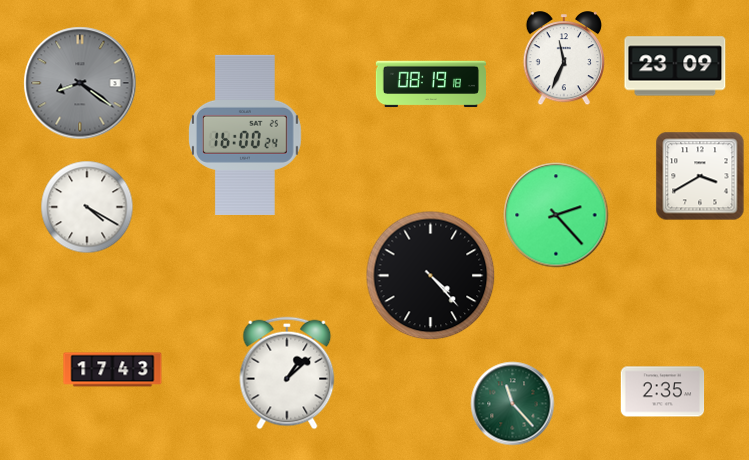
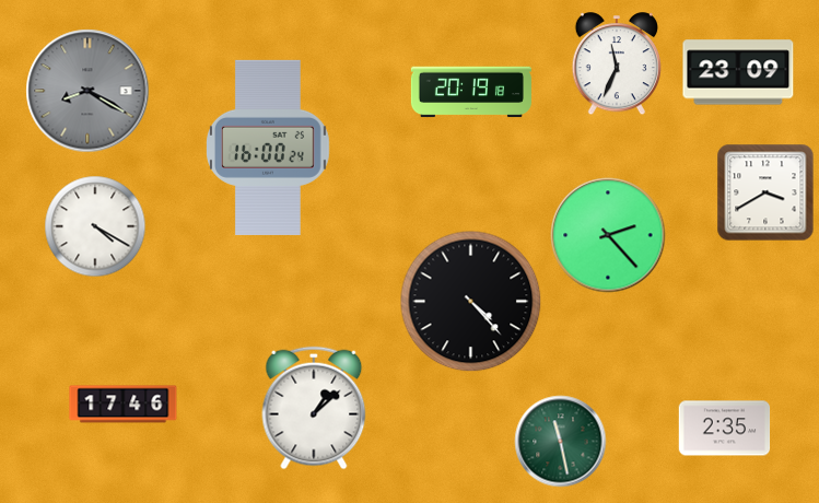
clock at (80, 83): 8:21 -> 8:20
clock at (431, 84): 08:19 -> 20:19
clock at (113, 370): 17:43 -> 17:46
clock at (513, 404): 11:23 -> 11:28
